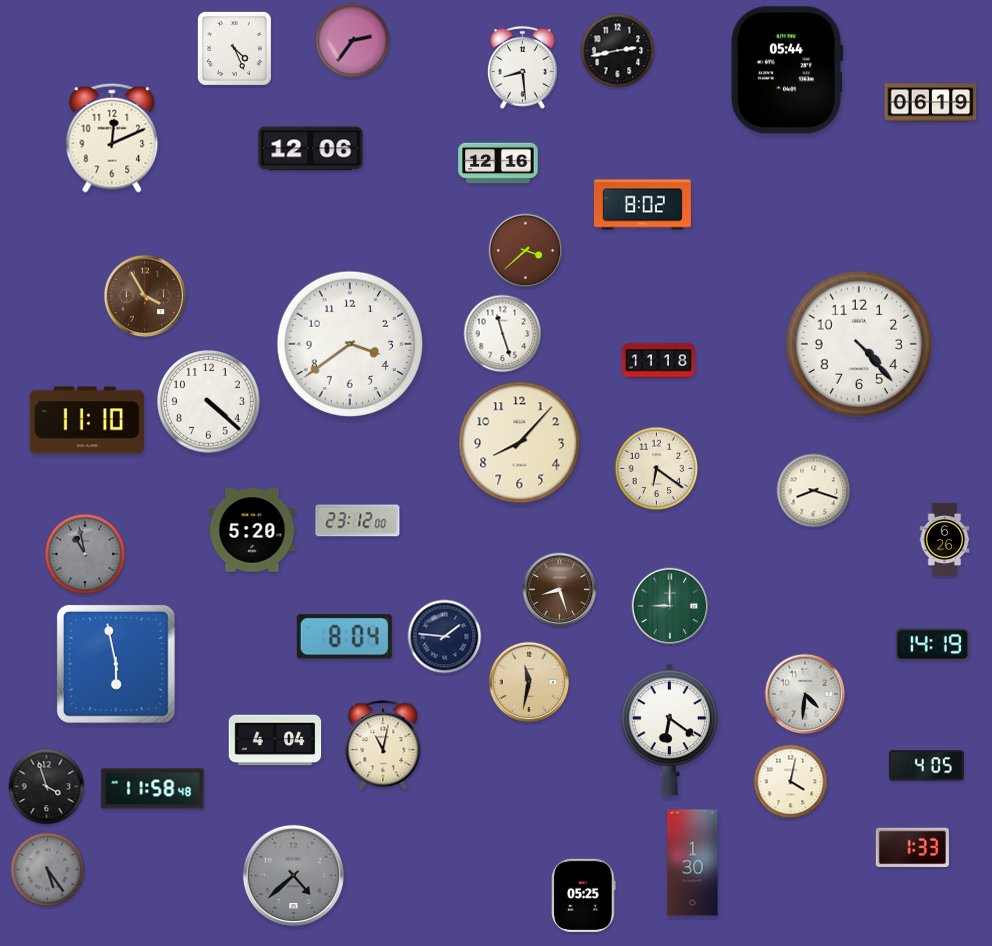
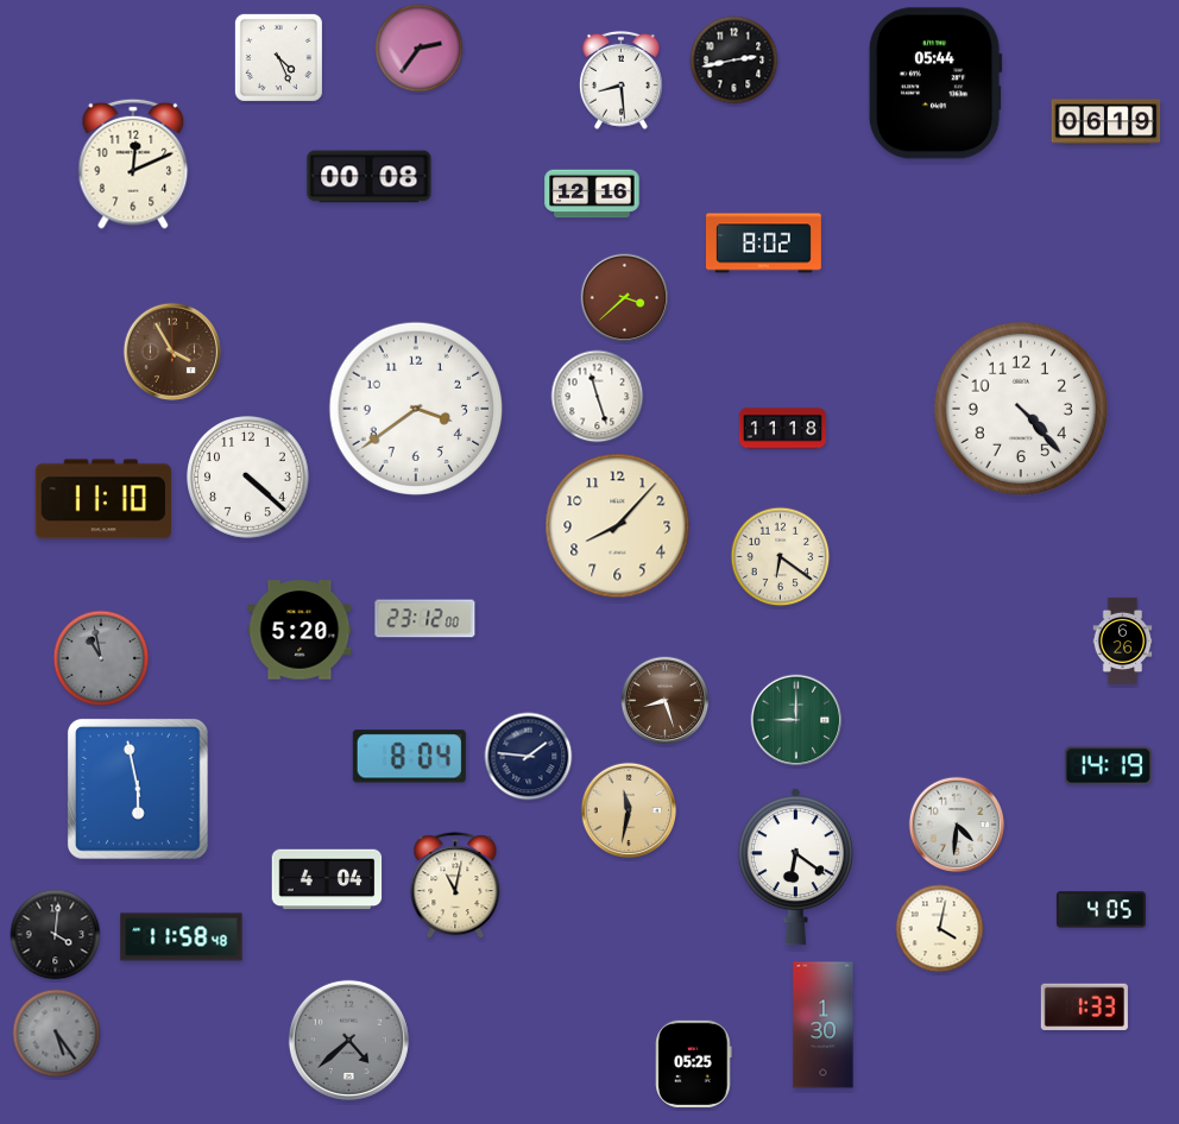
clock at (311, 149): 12:06 -> 00:08
clock at (814, 491): 8:18 -> none
clock at (47, 787): 3:57 -> 4:01
